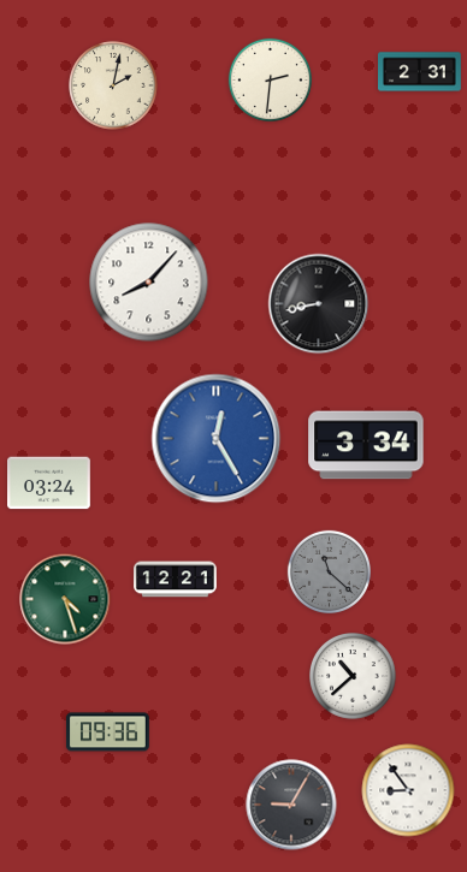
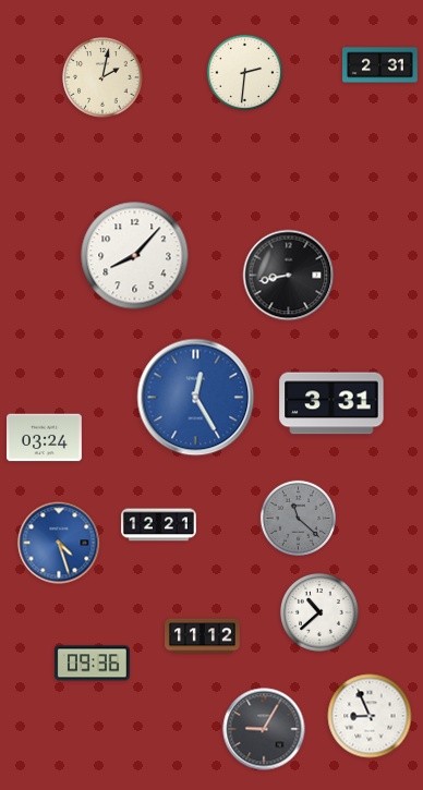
clock at (366, 445): 3:34 -> 3:31
clock at (65, 599) dial: green -> blue
clock at (203, 636): none -> 11:12
clock at (108, 732) position: (108, 732) -> (93, 664)
clock at (408, 790): 8:54 -> 8:56
